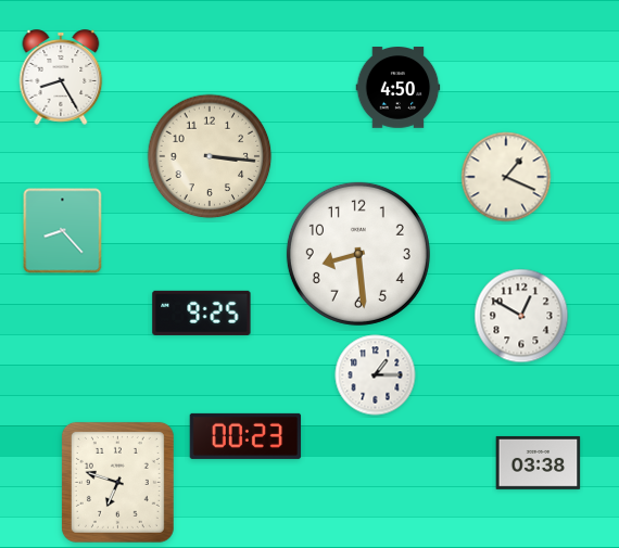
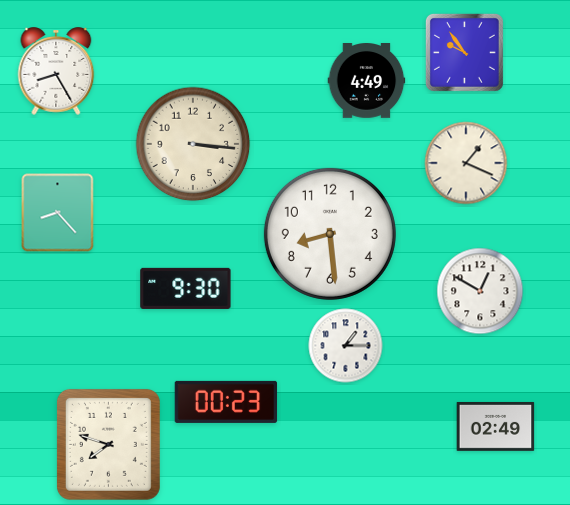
clock at (464, 52): none -> 9:54
clock at (399, 88): 4:50 -> 4:49
clock at (202, 313): 9:25 -> 9:30
clock at (539, 462): 03:38 -> 02:49
clock at (117, 482): 6:48 -> 7:48
